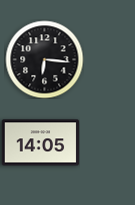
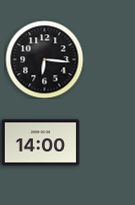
clock at (40, 143): 14:05 -> 14:00
